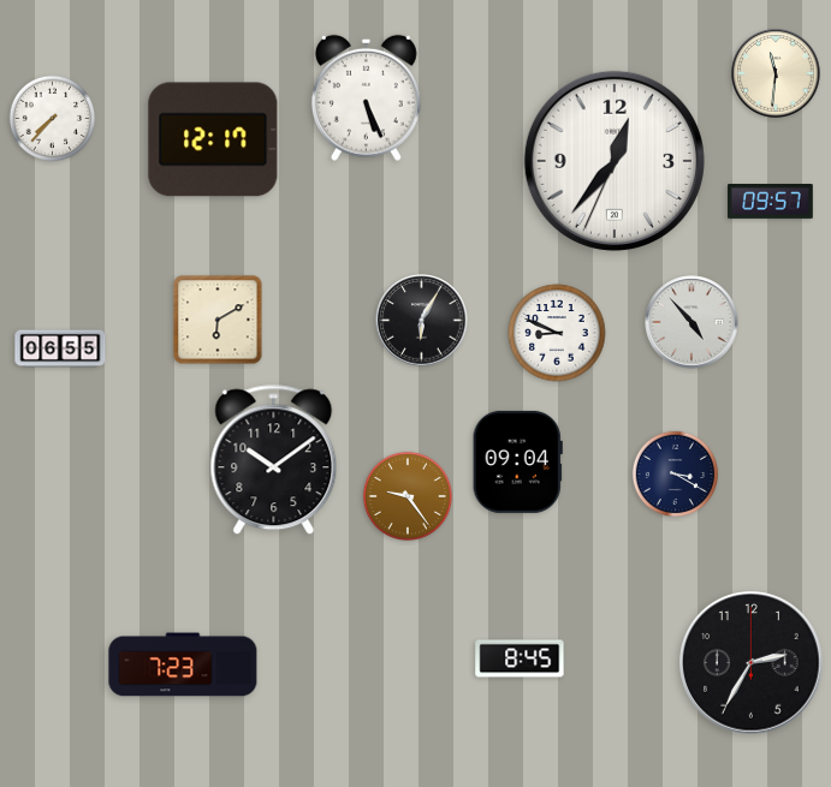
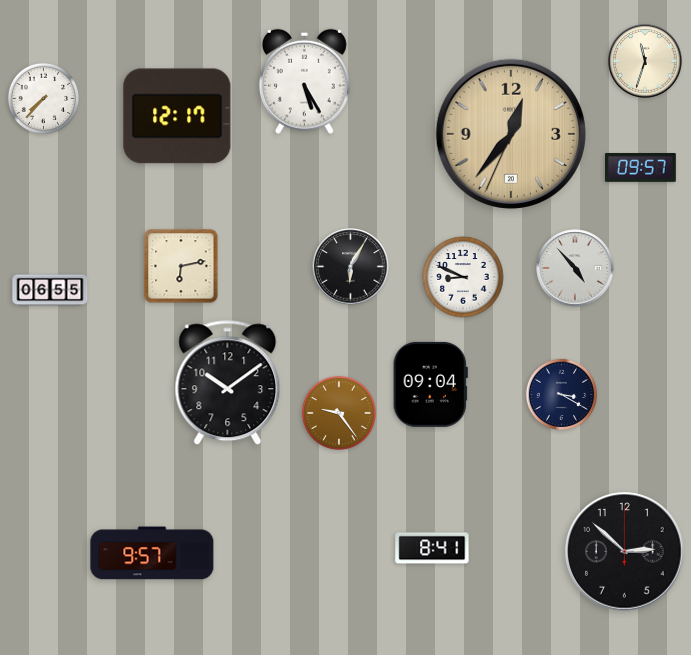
clock at (776, 73): 11:31 -> 11:33
clock at (366, 97): 5:26 -> 5:25
clock at (615, 161) dial: white -> champagne
clock at (218, 320): 6:10 -> 6:13
clock at (520, 658): 8:45 -> 8:41
clock at (752, 663): 2:35 -> 2:52
clock at (183, 664): 7:23 -> 9:57
